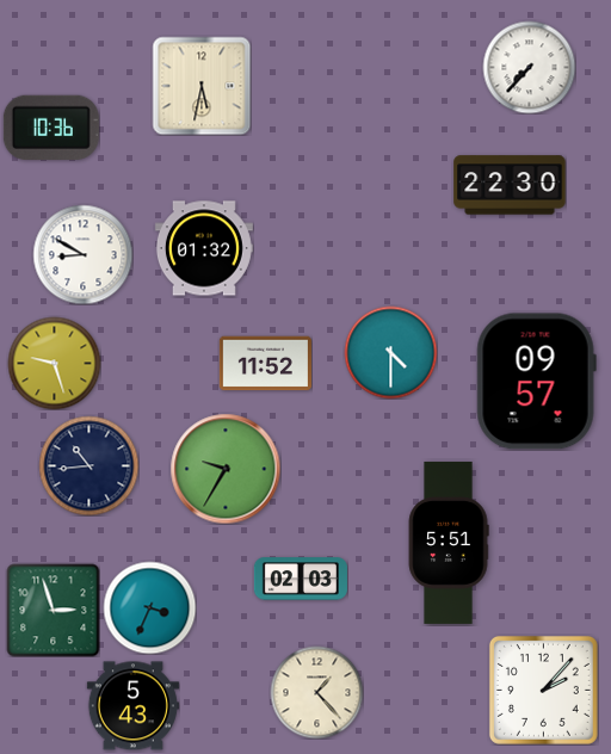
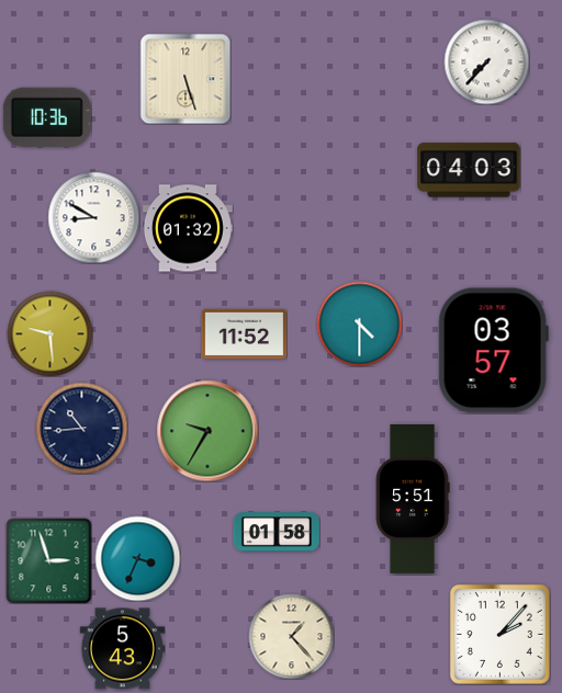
clock at (202, 86): 5:32 -> 5:27
clock at (510, 185): 22:30 -> 04:03
clock at (82, 254) position: (82, 254) -> (93, 217)
clock at (54, 363): 9:27 -> 9:29
clock at (536, 382): 09:57 -> 03:57
clock at (301, 579): 02:03 -> 01:58
